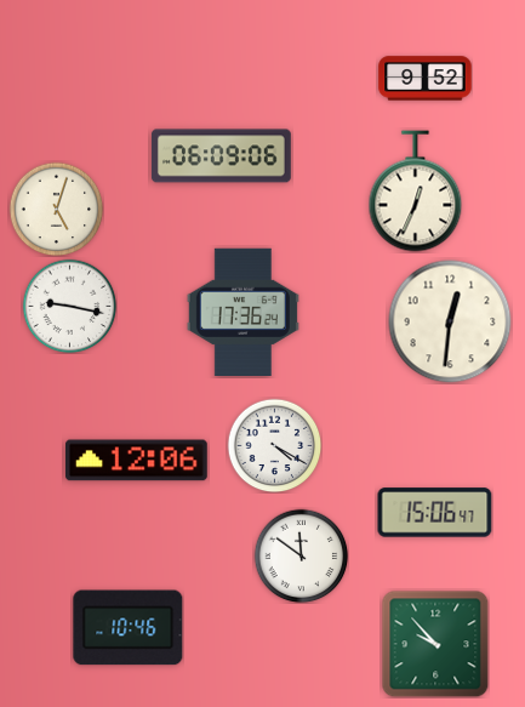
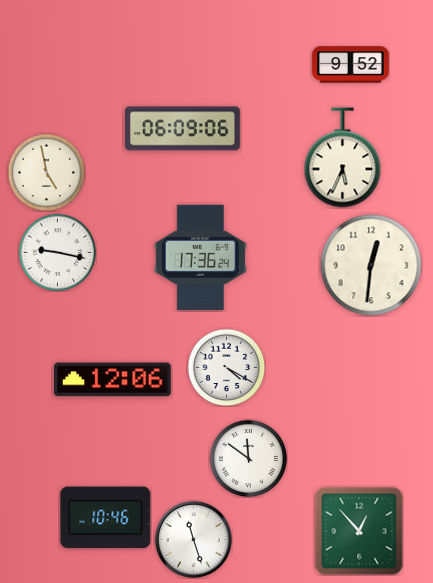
clock at (416, 192): 12:34 -> 5:34
clock at (56, 209): 5:03 -> 4:58
clock at (435, 513): 15:06 -> none
clock at (435, 644): 9:53 -> 12:53
clock at (193, 539): none -> 11:27
